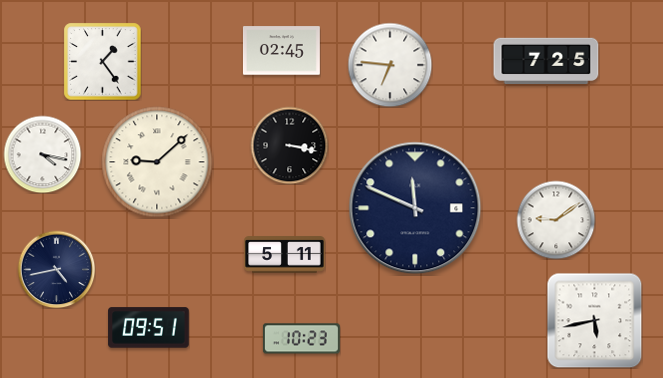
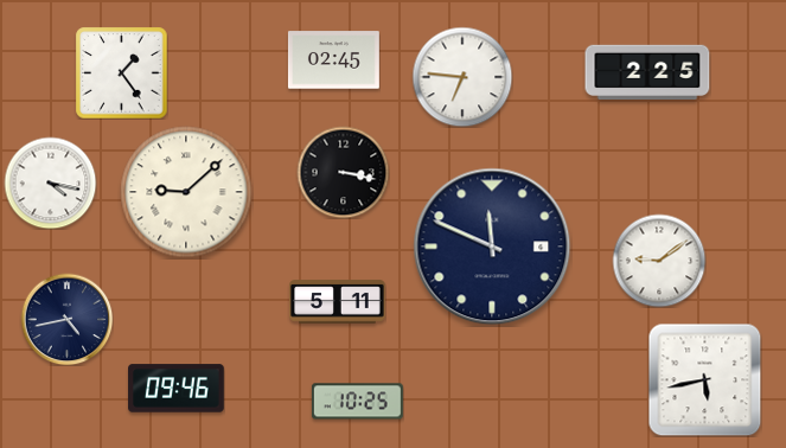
clock at (546, 60): 7:25 -> 2:25
clock at (149, 328): 09:51 -> 09:46
clock at (301, 339): 10:23 -> 10:25
